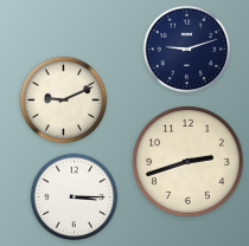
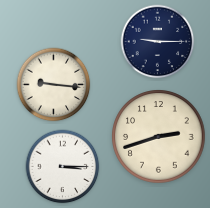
clock at (187, 50): 9:12 -> 9:15
clock at (64, 101): 9:11 -> 9:16
